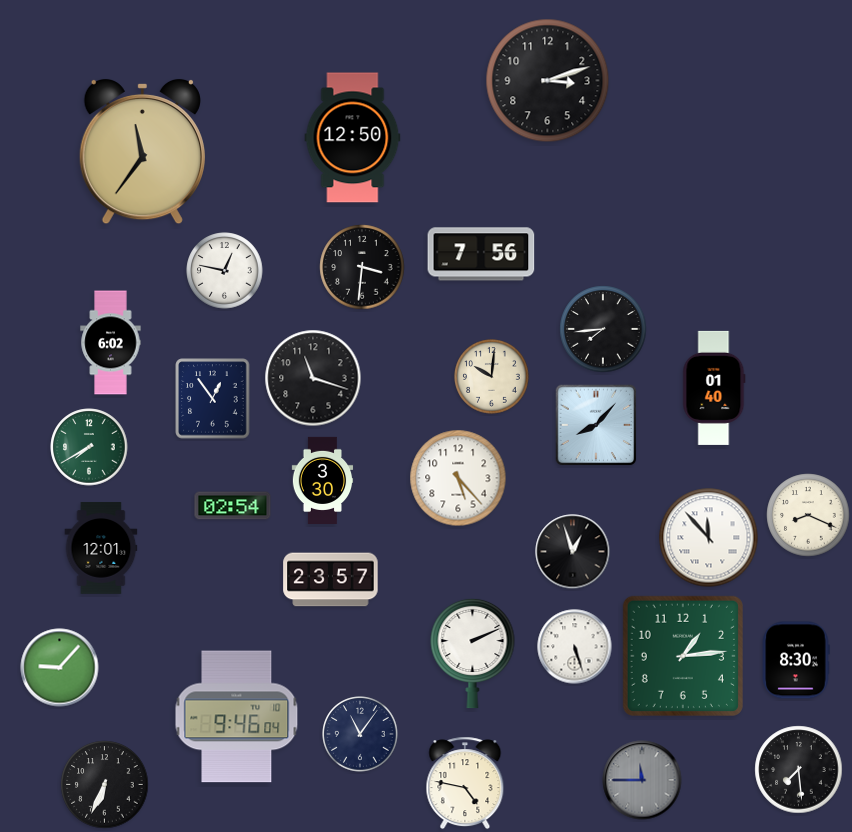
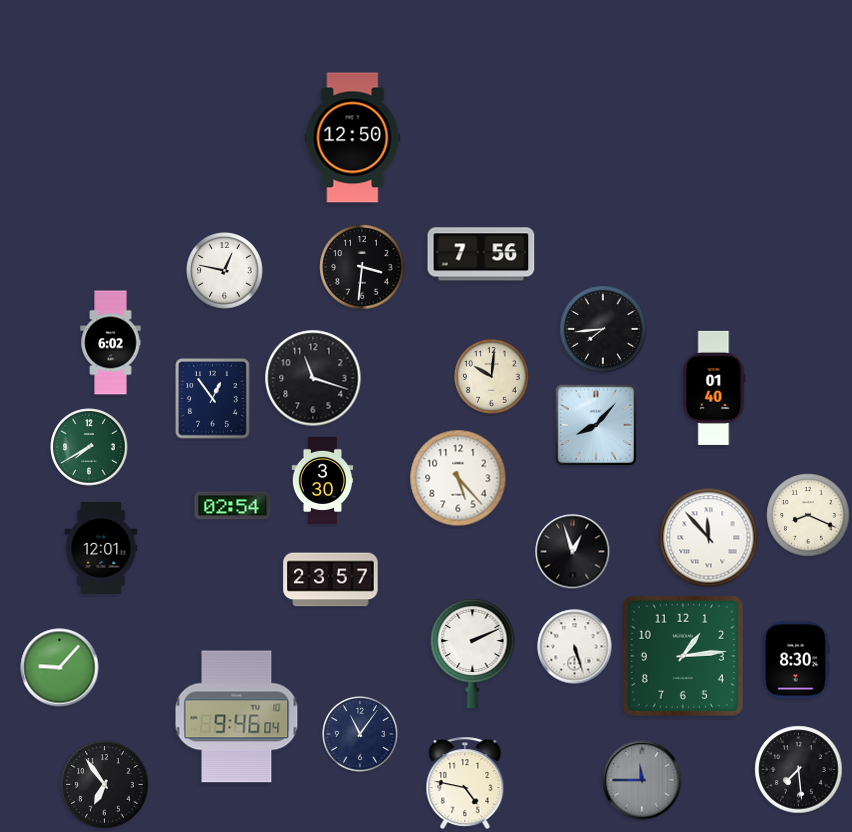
clock at (548, 81): 3:12 -> none
clock at (142, 152): 11:36 -> none
clock at (105, 785): 6:34 -> 6:54
